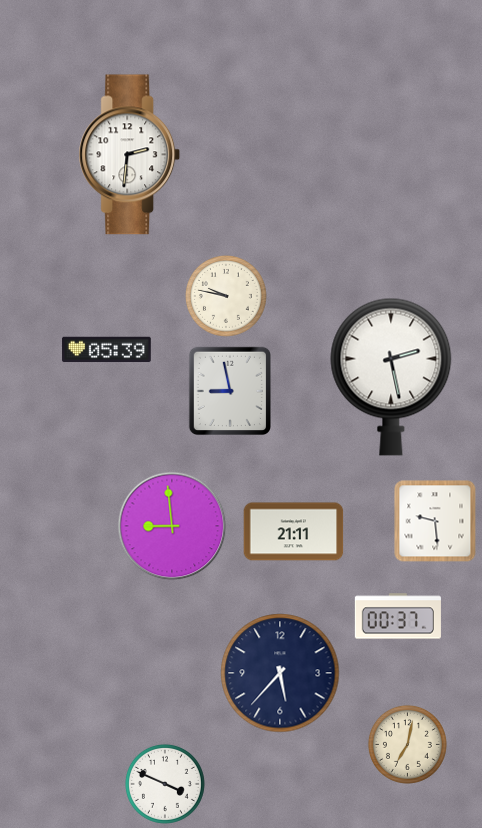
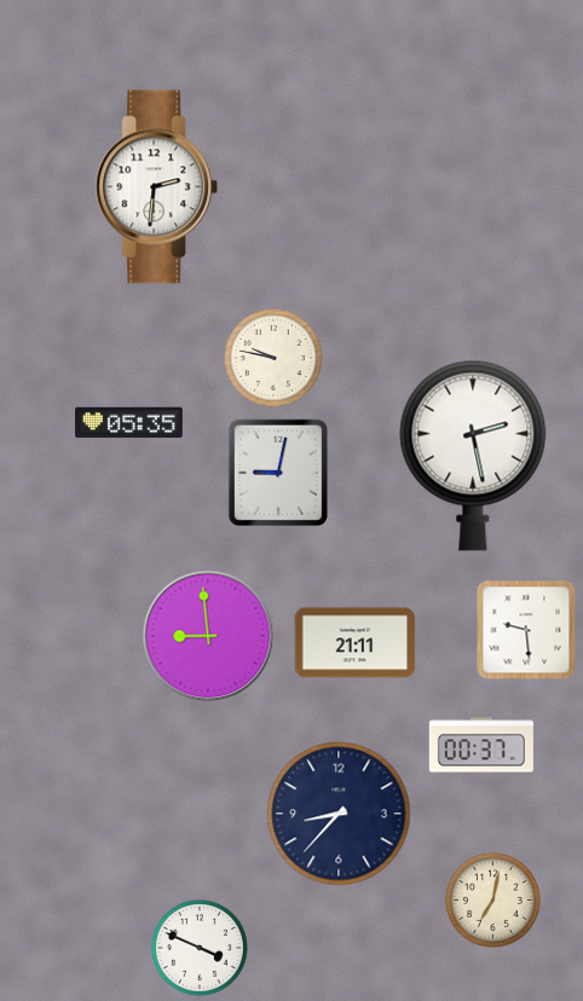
clock at (107, 350): 05:39 -> 05:35
clock at (229, 390): 8:58 -> 9:02
clock at (280, 673): 5:37 -> 8:37
